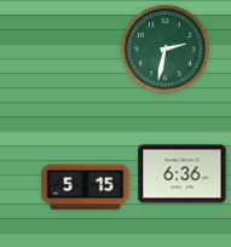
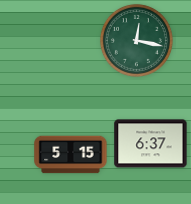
clock at (164, 48): 2:32 -> 12:17
clock at (183, 174): 6:36 -> 6:37
